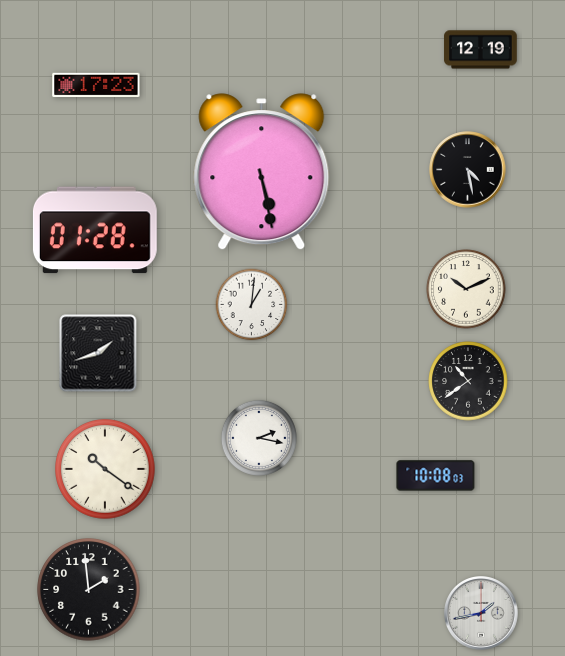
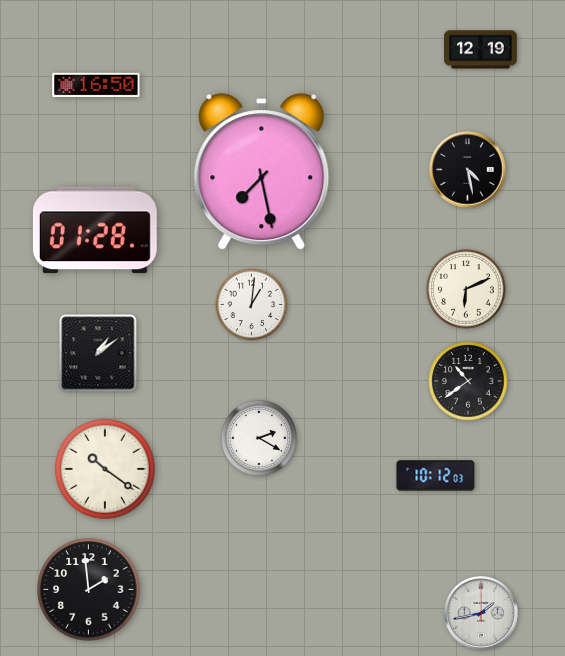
clock at (96, 85): 17:23 -> 16:50
clock at (262, 172): 5:28 -> 7:28
clock at (466, 289): 10:11 -> 6:11
clock at (98, 353): 1:42 -> 1:09
clock at (259, 438): 2:17 -> 2:20
clock at (436, 476): 10:08 -> 10:12
